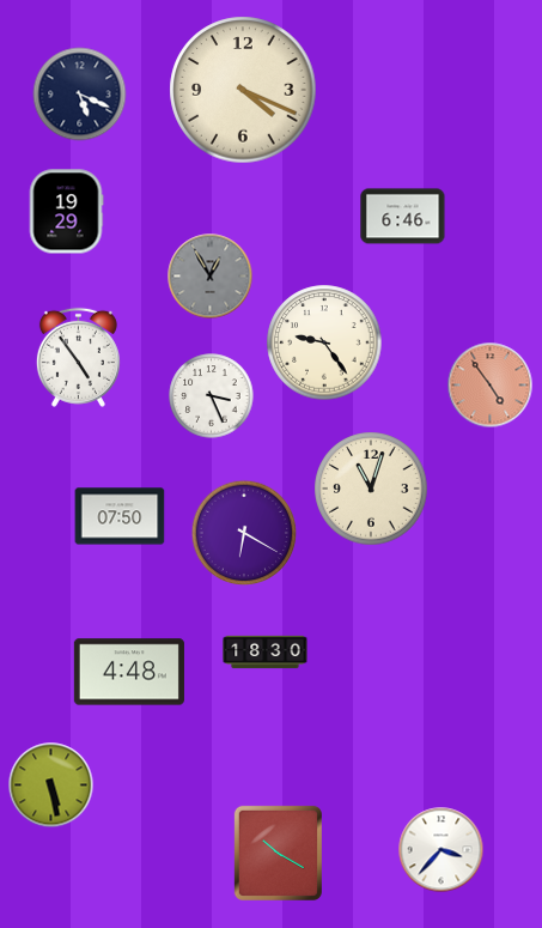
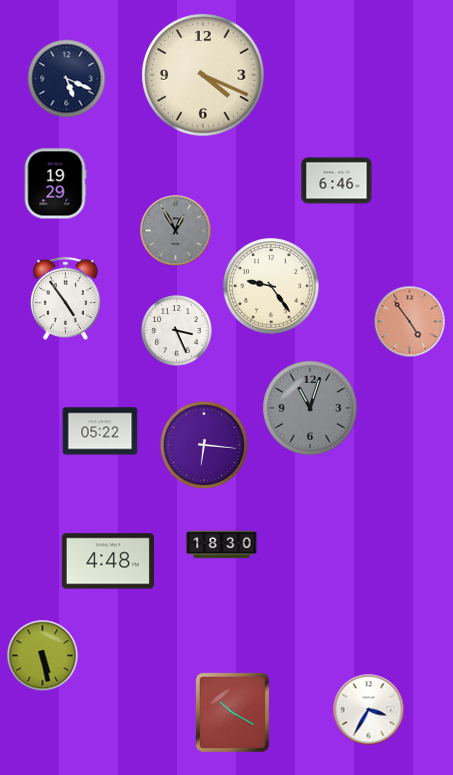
clock at (66, 212) position: (66, 212) -> (55, 184)
clock at (371, 489) dial: cream -> grey
clock at (120, 516): 07:50 -> 05:22
clock at (244, 533): 6:20 -> 6:16
clock at (441, 850): 3:37 -> 3:35
